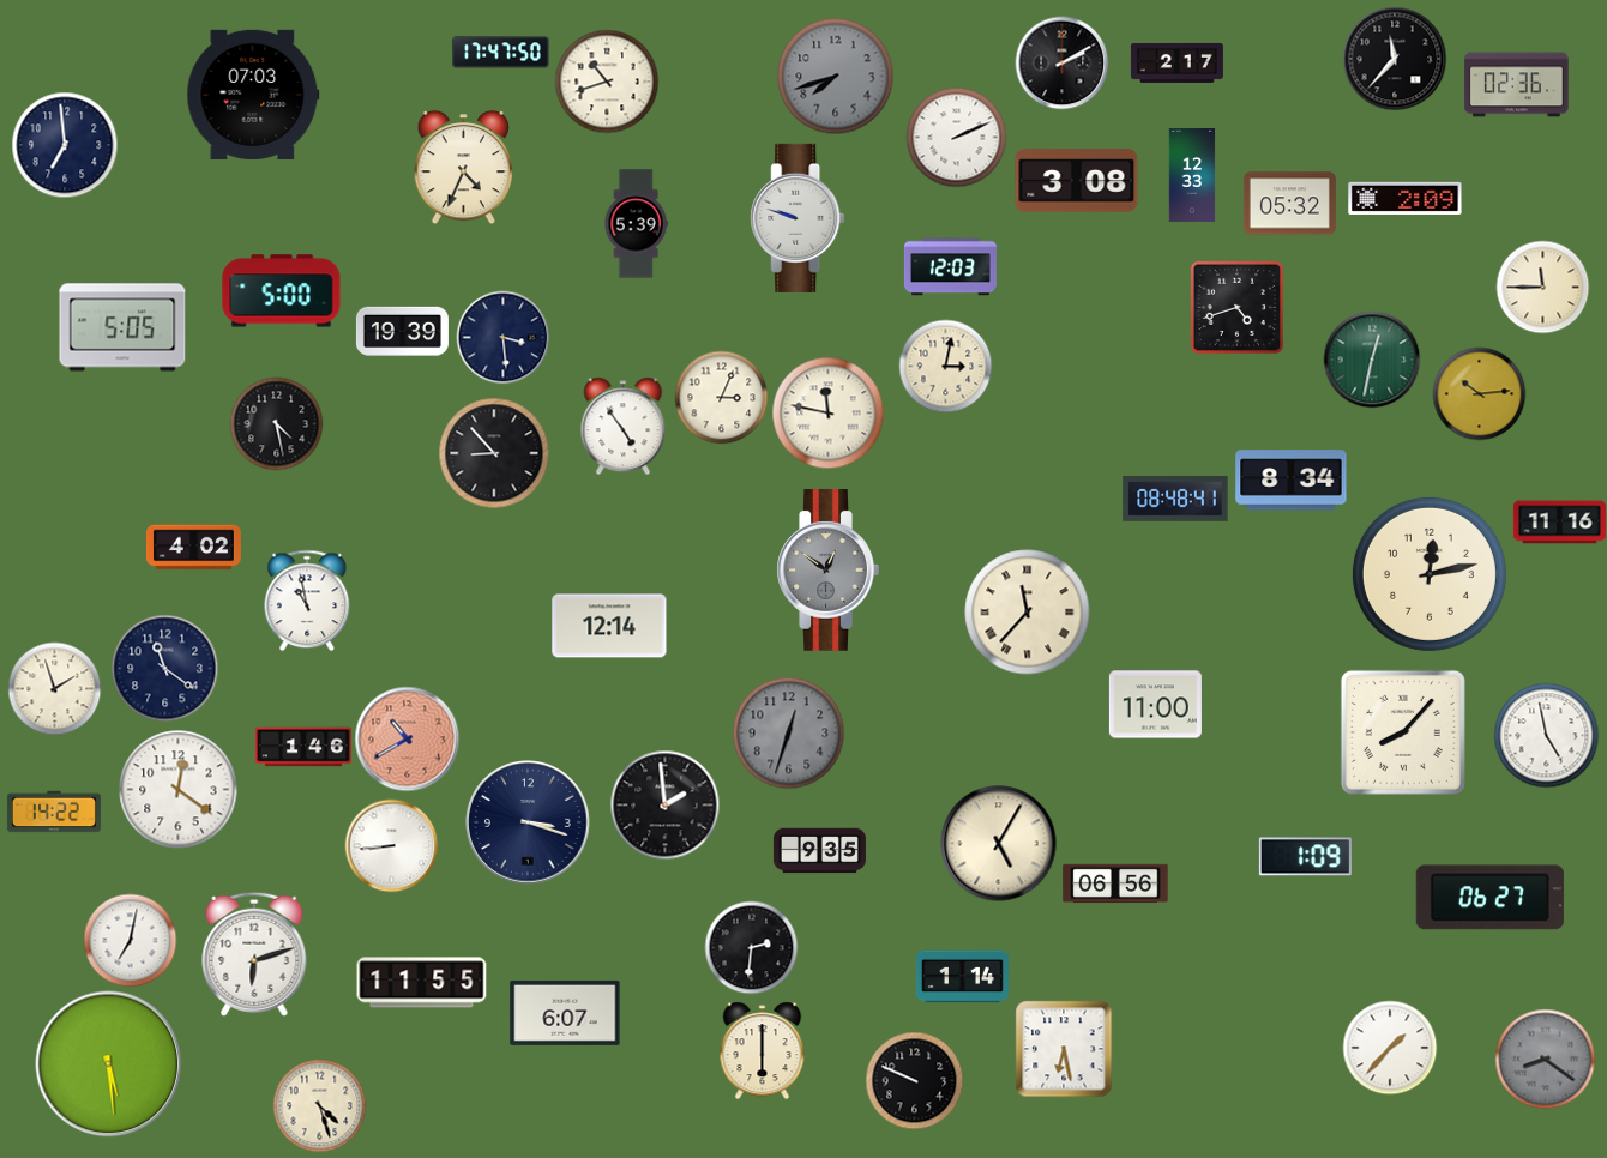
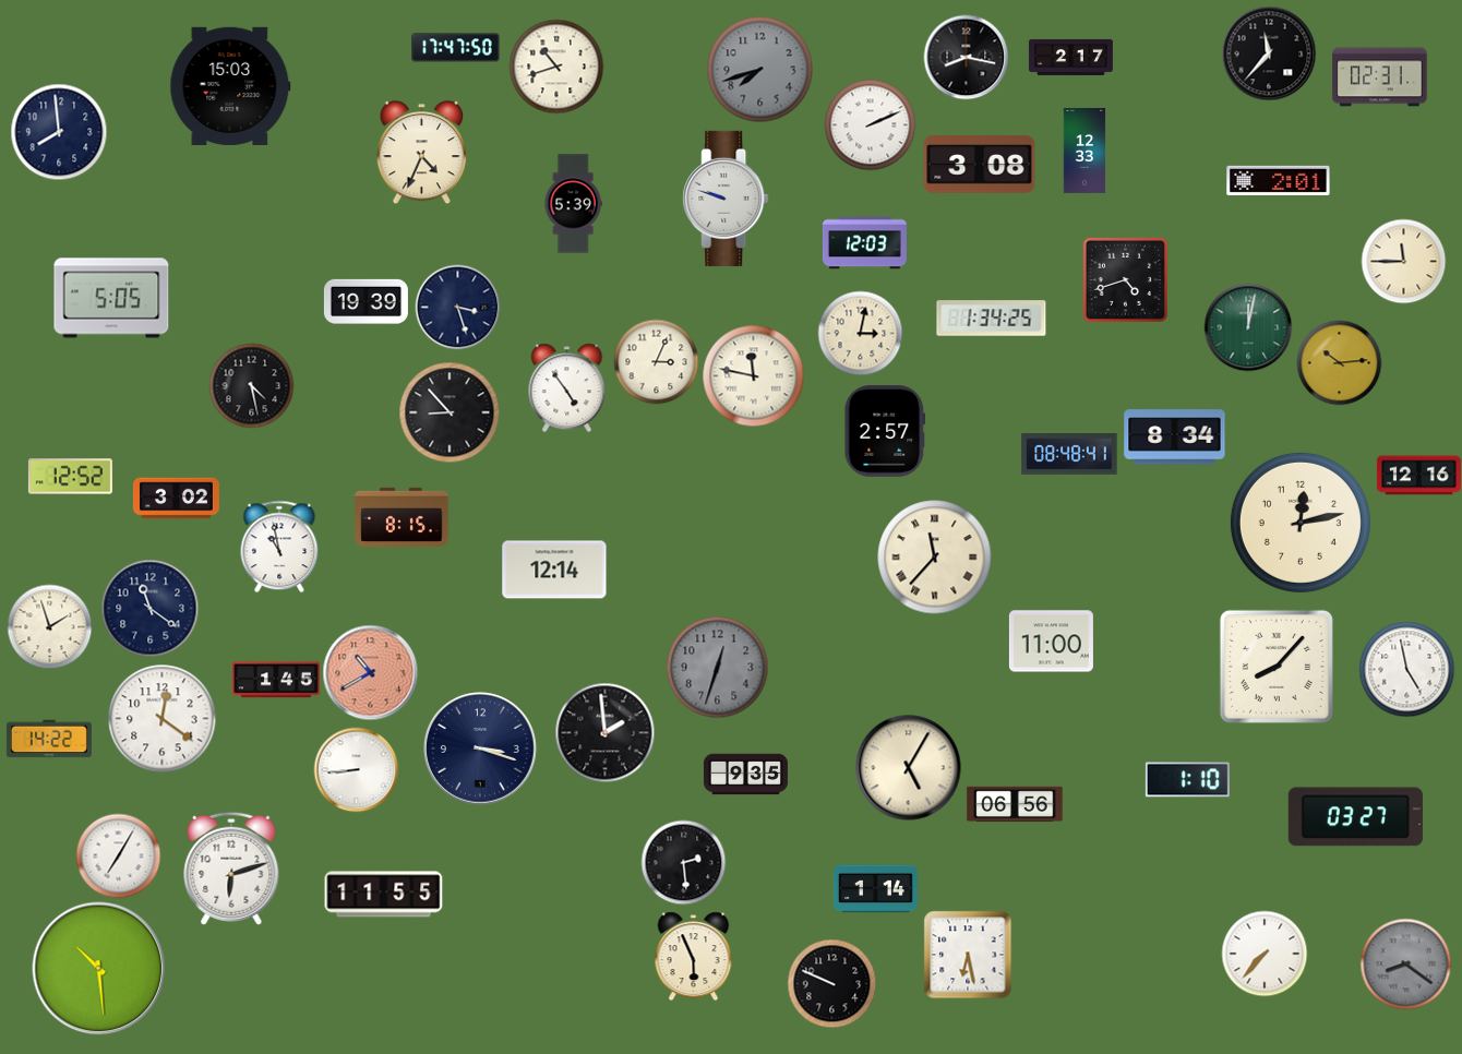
clock at (1061, 62): 2:10 -> 8:17
clock at (607, 82) position: (607, 82) -> (556, 67)
clock at (1517, 85): 02:36 -> 02:31
clock at (253, 95): 07:03 -> 15:03
clock at (65, 145): 6:59 -> 7:59
clock at (1192, 175) position: (1192, 175) -> (1084, 151)
clock at (1406, 198): 2:09 -> 2:01
clock at (1289, 204): 05:32 -> none
clock at (636, 224) position: (636, 224) -> (573, 204)
clock at (282, 291): 5:00 -> none
clock at (502, 337): 3:29 -> 3:27
clock at (992, 319): none -> 1:34
clock at (1372, 360): 12:32 -> 12:02
clock at (1479, 393) position: (1479, 393) -> (1339, 362)
clock at (885, 431): none -> 2:57
clock at (1559, 523): 11:16 -> 12:16
clock at (70, 477): none -> 12:52
clock at (193, 548): 4:02 -> 3:02
clock at (402, 517): none -> 8:15
clock at (827, 571): 12:51 -> none
clock at (303, 747): 1:46 -> 1:45
clock at (1305, 857): 1:09 -> 1:10
clock at (1489, 898): 06:27 -> 03:27
clock at (130, 940): 7:02 -> 7:05
clock at (751, 947): 2:31 -> 2:29
clock at (565, 1013): 6:07 -> none
clock at (1390, 1048): 1:37 -> 7:37
clock at (763, 1050): 6:00 -> 5:56
clock at (109, 1064): 5:29 -> 10:29
clock at (319, 1105): 4:27 -> none
